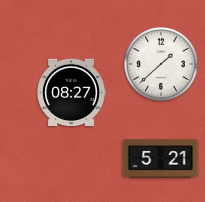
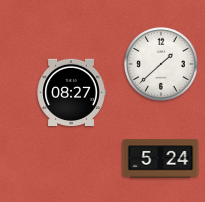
clock at (161, 159): 5:21 -> 5:24
